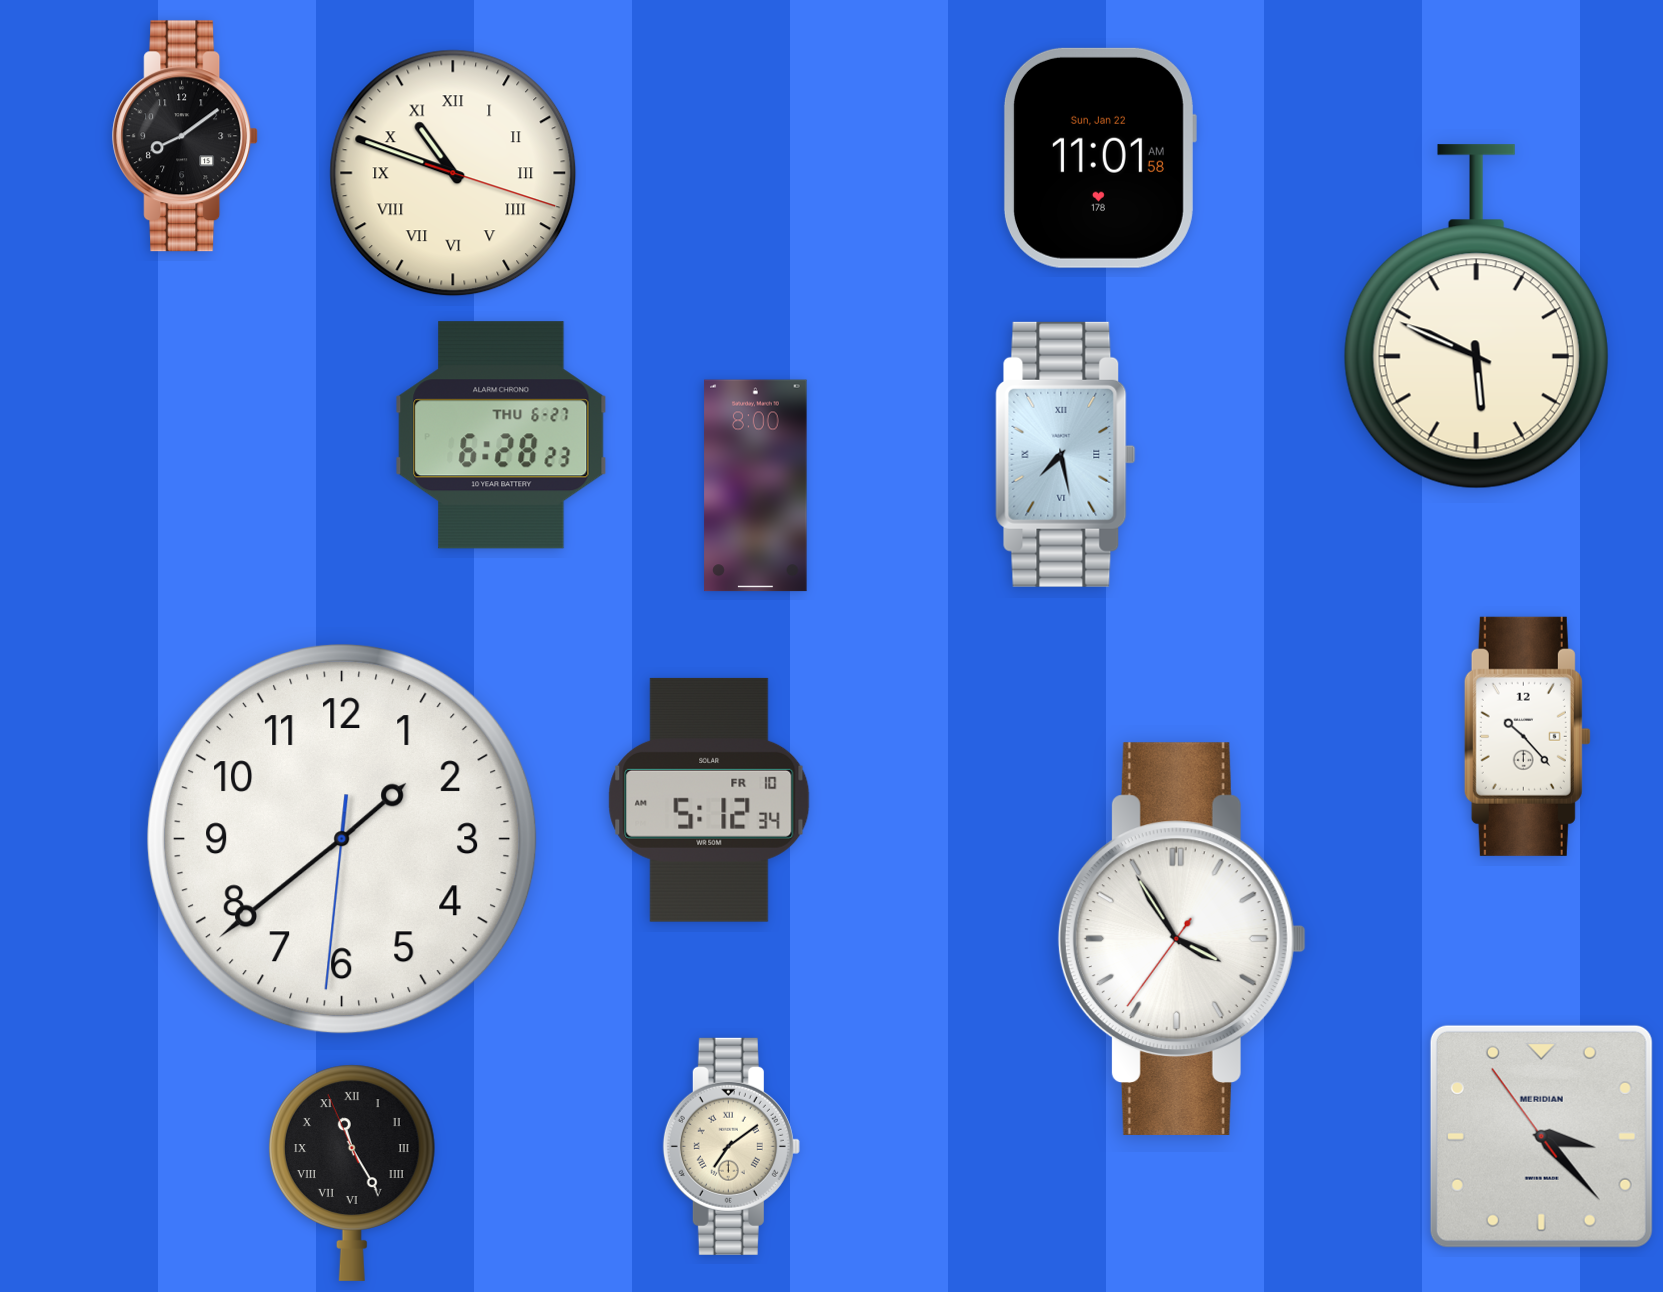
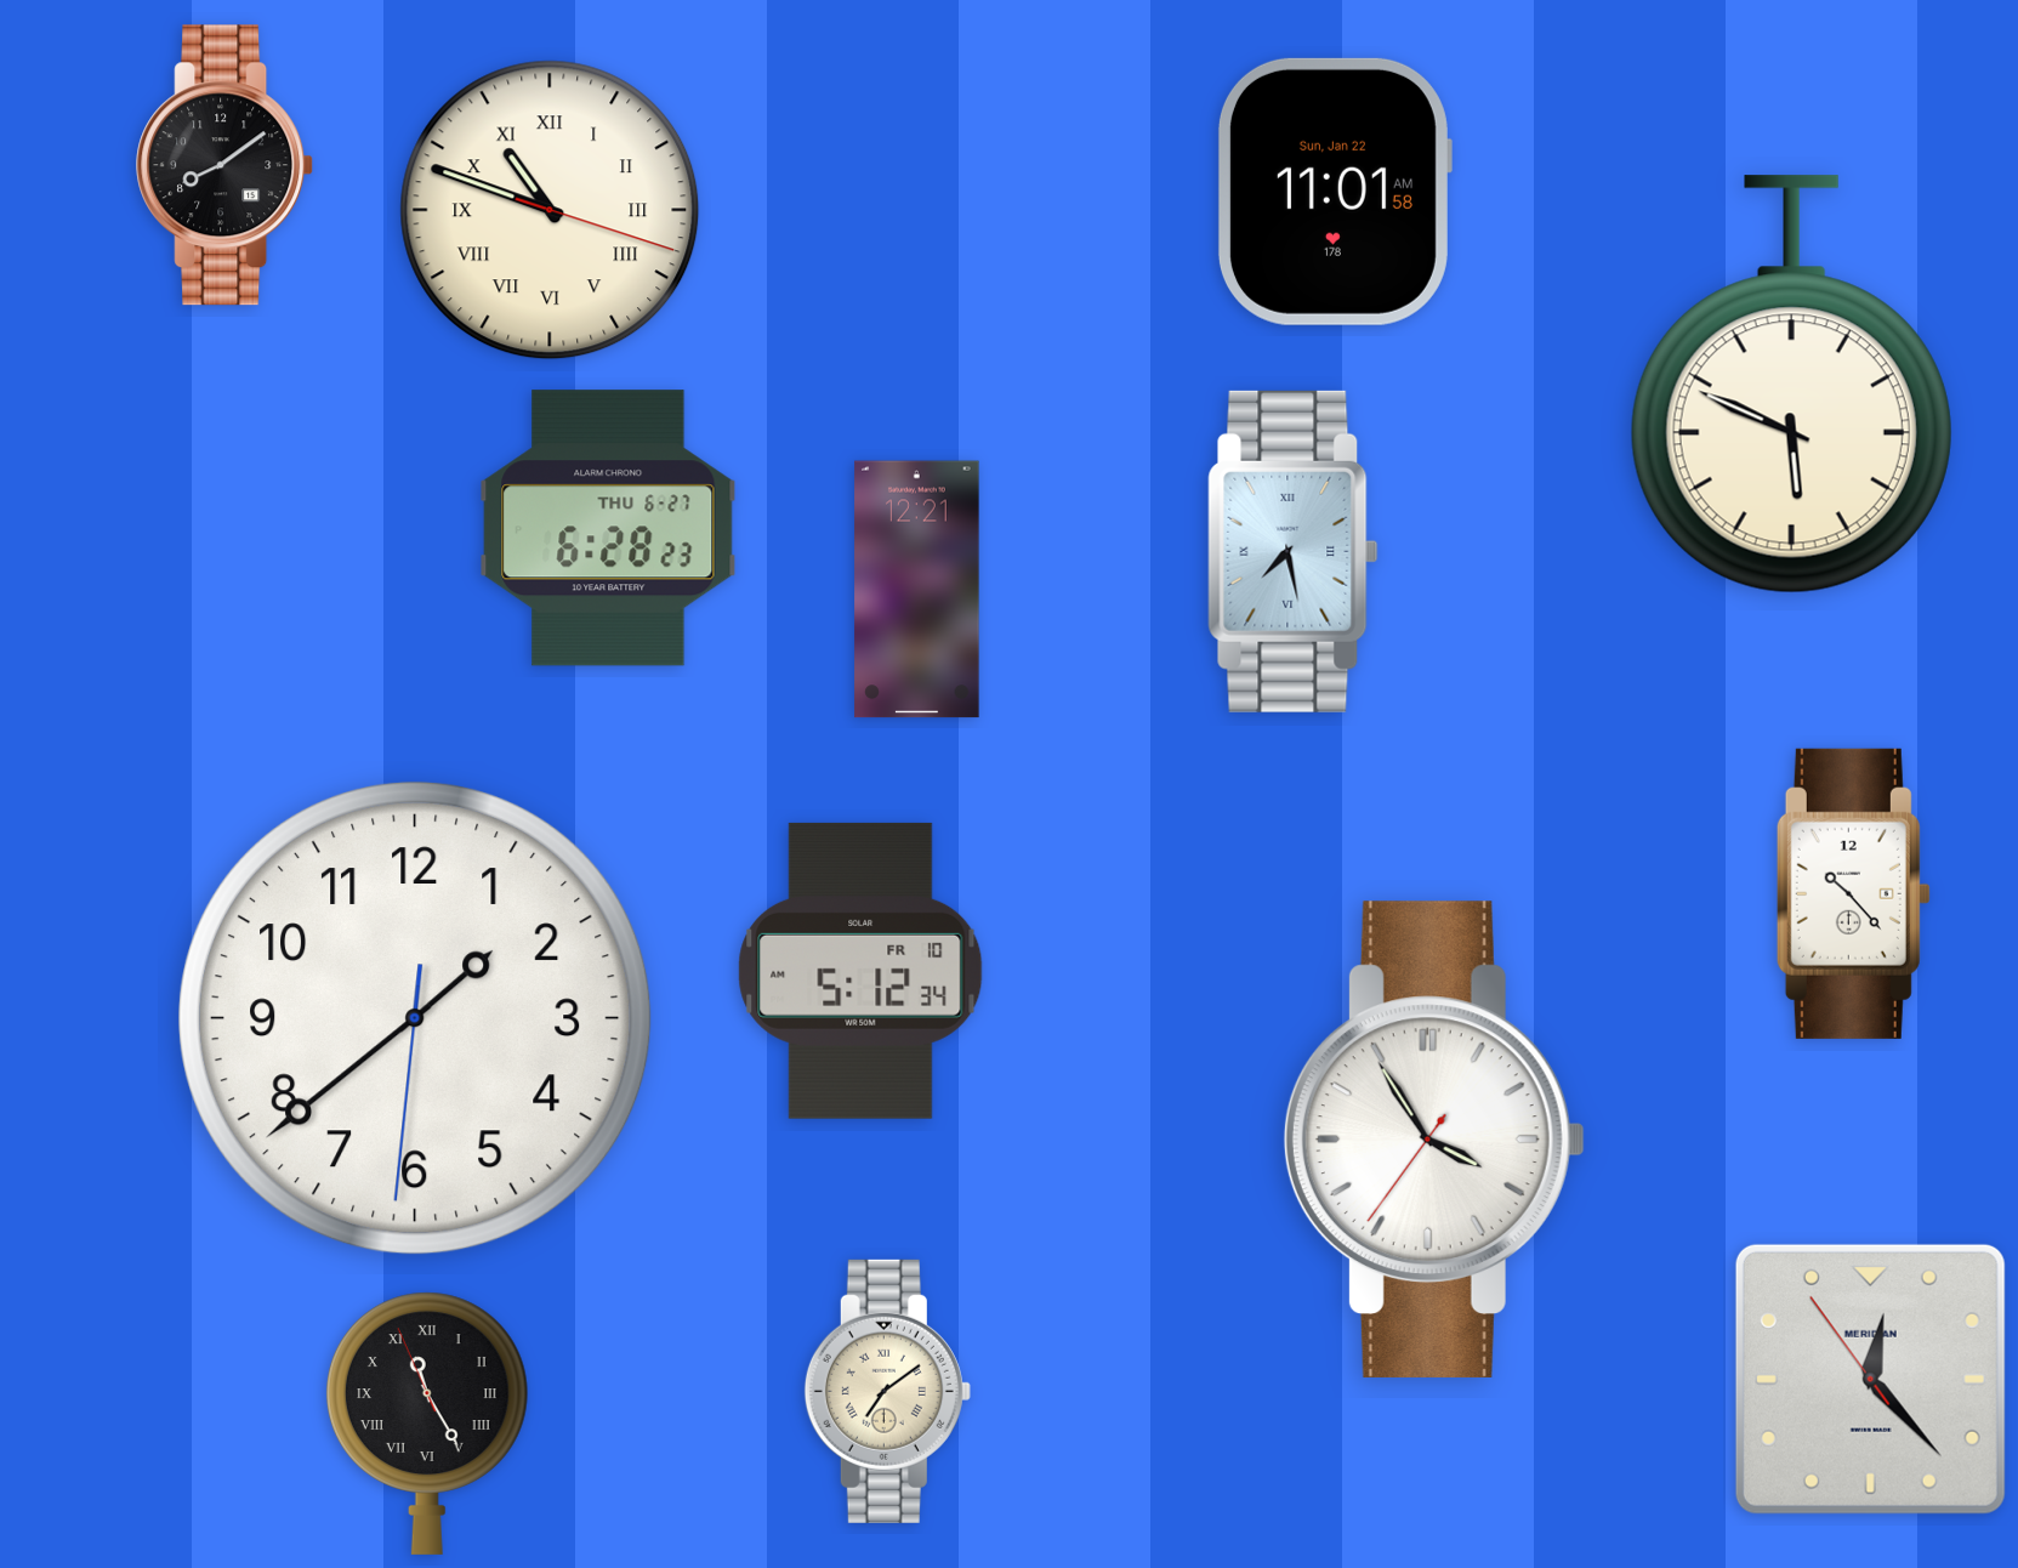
clock at (756, 486): 8:00 -> 12:21
clock at (1541, 1136): 3:22 -> 12:22
